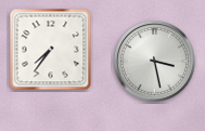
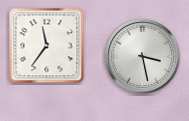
clock at (51, 50): 7:36 -> 11:36
